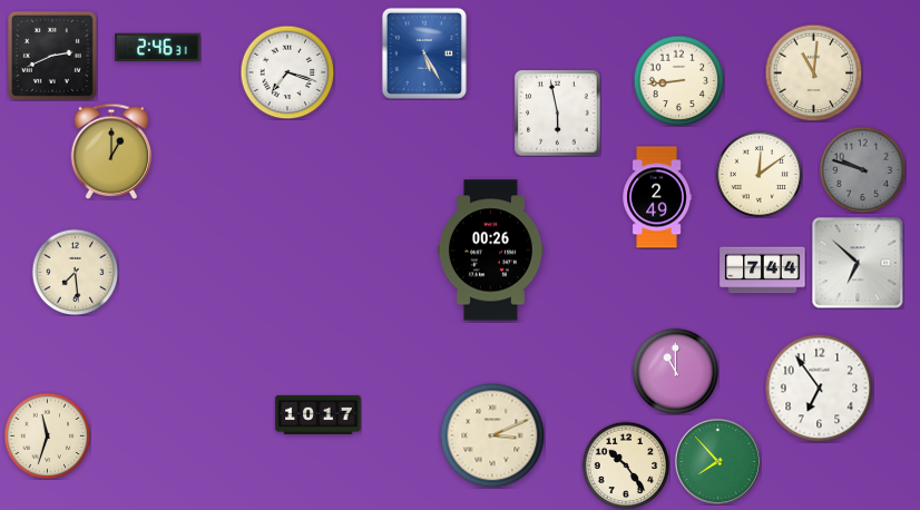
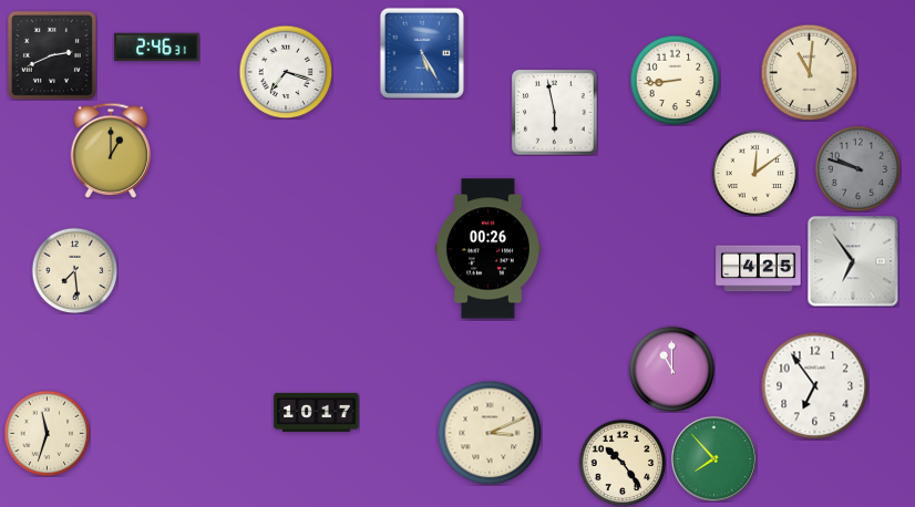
clock at (657, 197): 2:49 -> none
clock at (858, 263): 6:52 -> 6:54
clock at (763, 271): 7:44 -> 4:25
